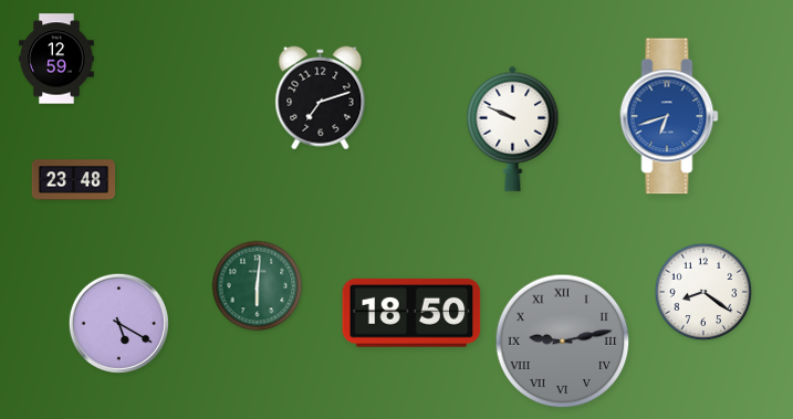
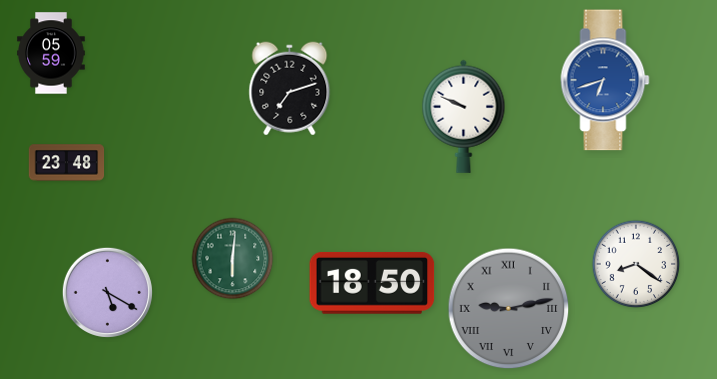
clock at (56, 59): 12:59 -> 05:59
clock at (669, 116) position: (669, 116) -> (605, 80)
